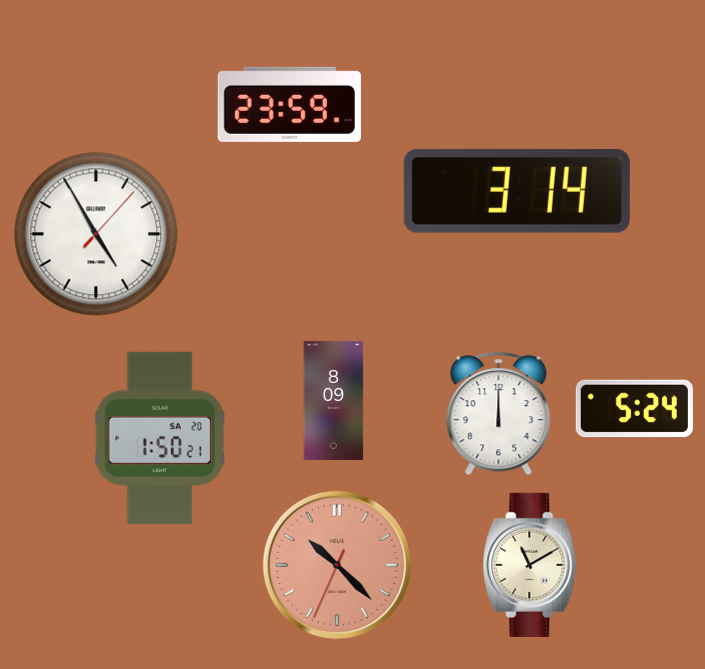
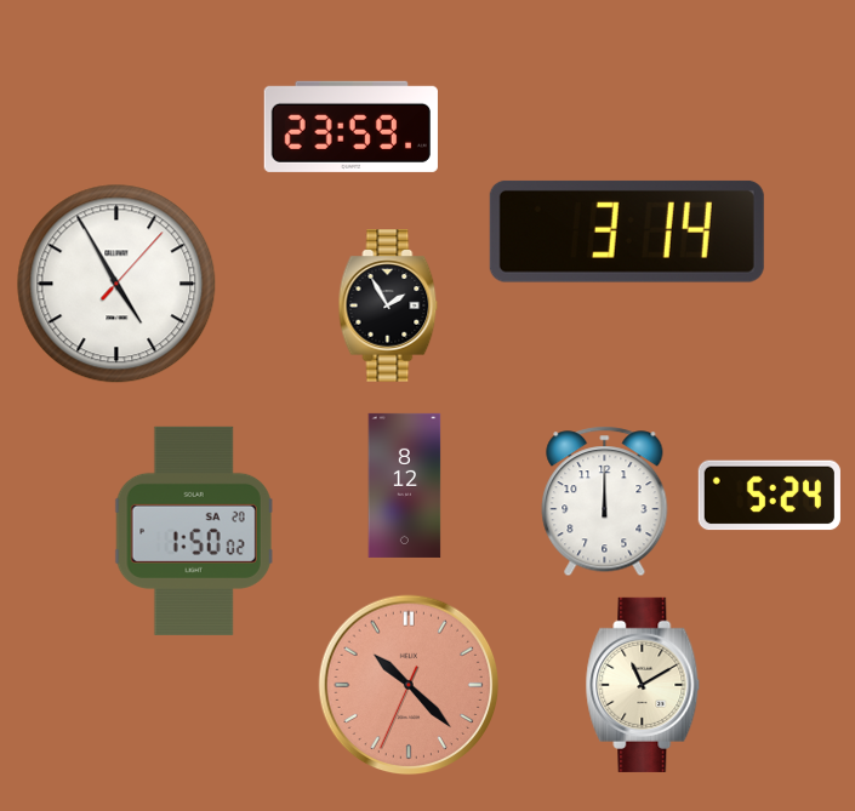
clock at (388, 305): none -> 1:55
clock at (334, 400): 8:09 -> 8:12
clock at (160, 438): 1:50:21 -> 1:50:02
